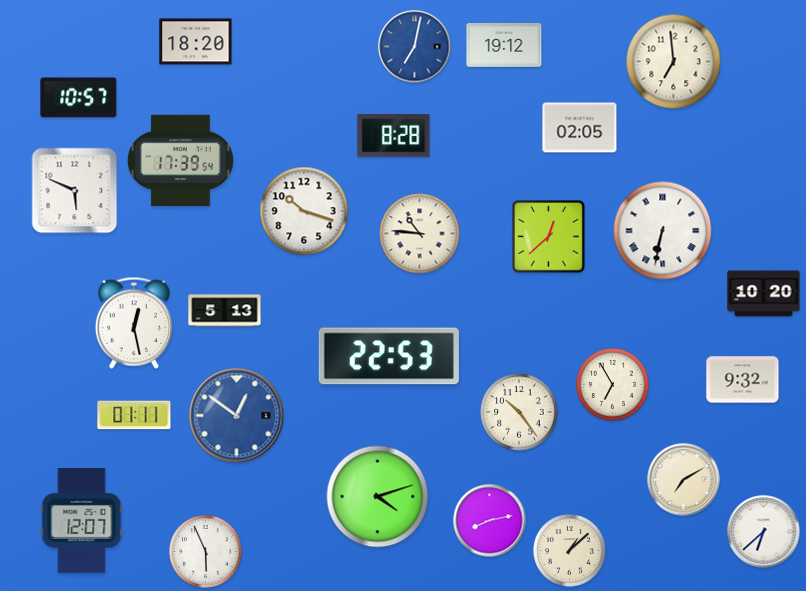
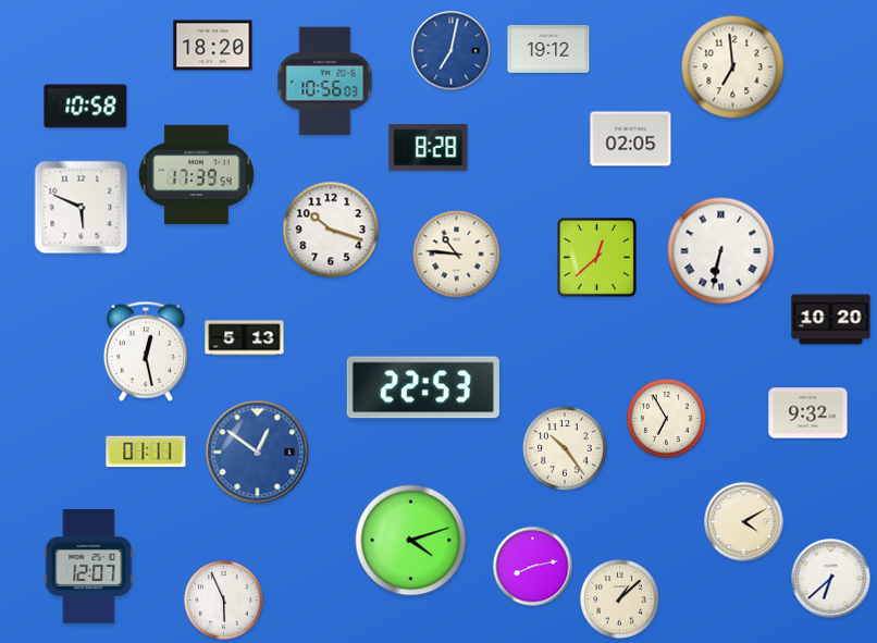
clock at (325, 82): none -> 10:56
clock at (79, 98): 10:57 -> 10:58
clock at (684, 480): 7:10 -> 4:10
